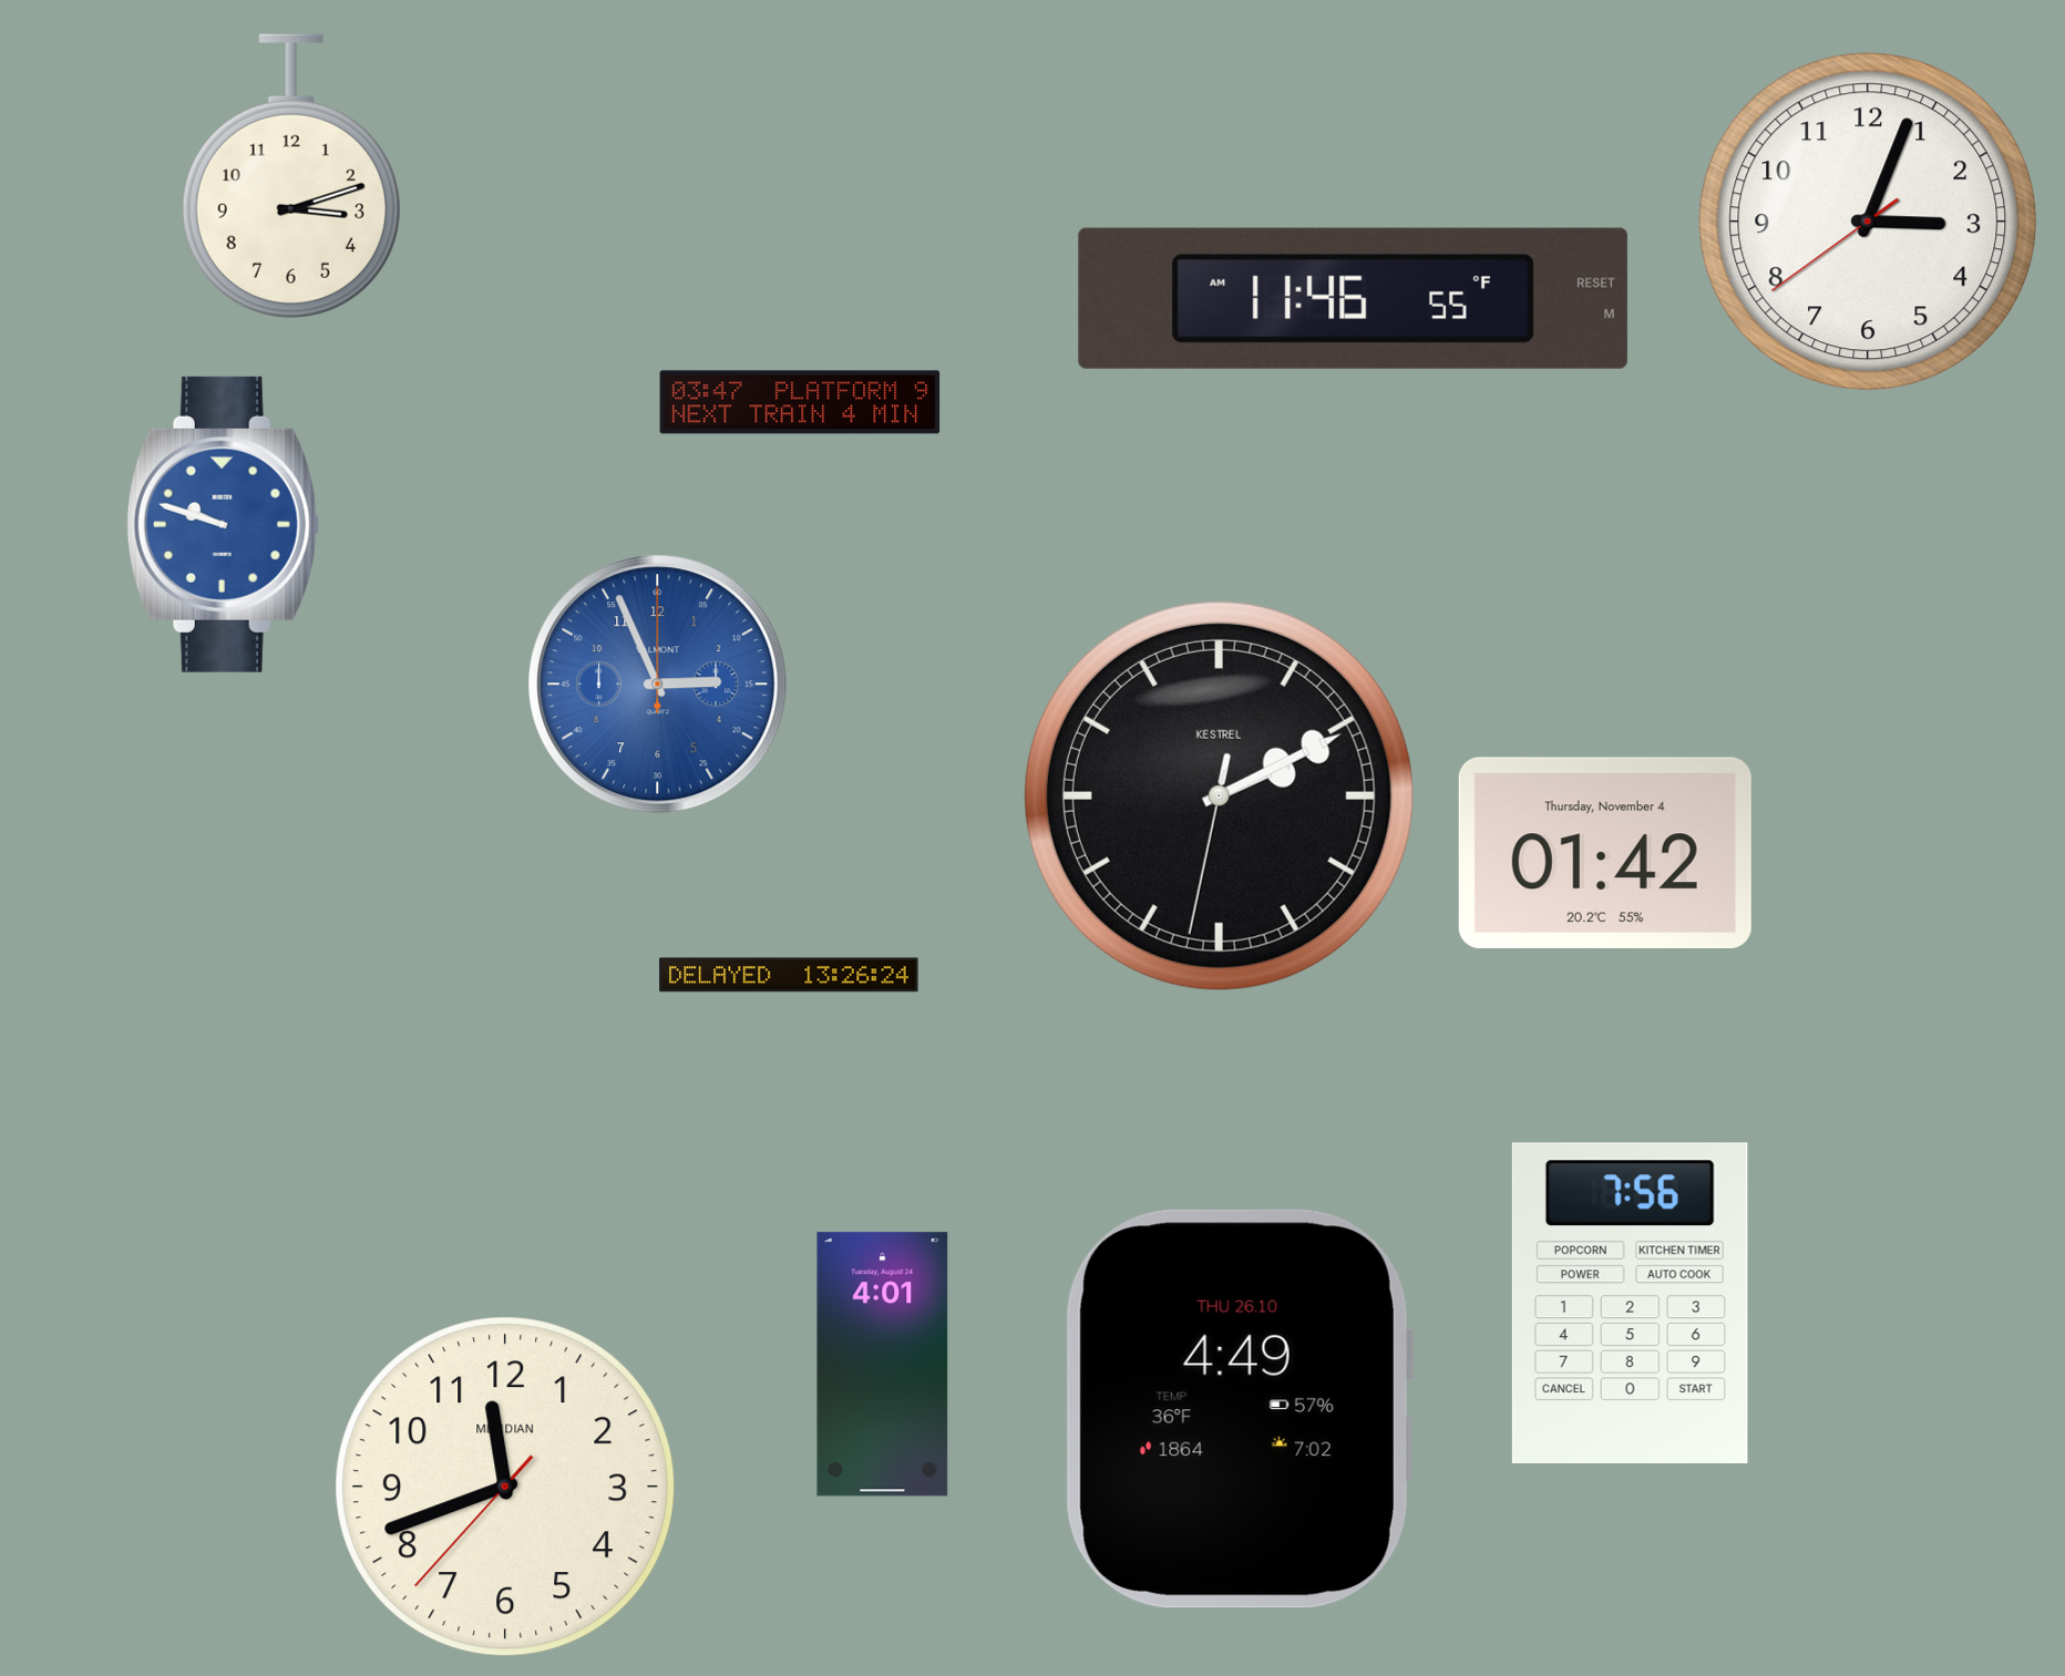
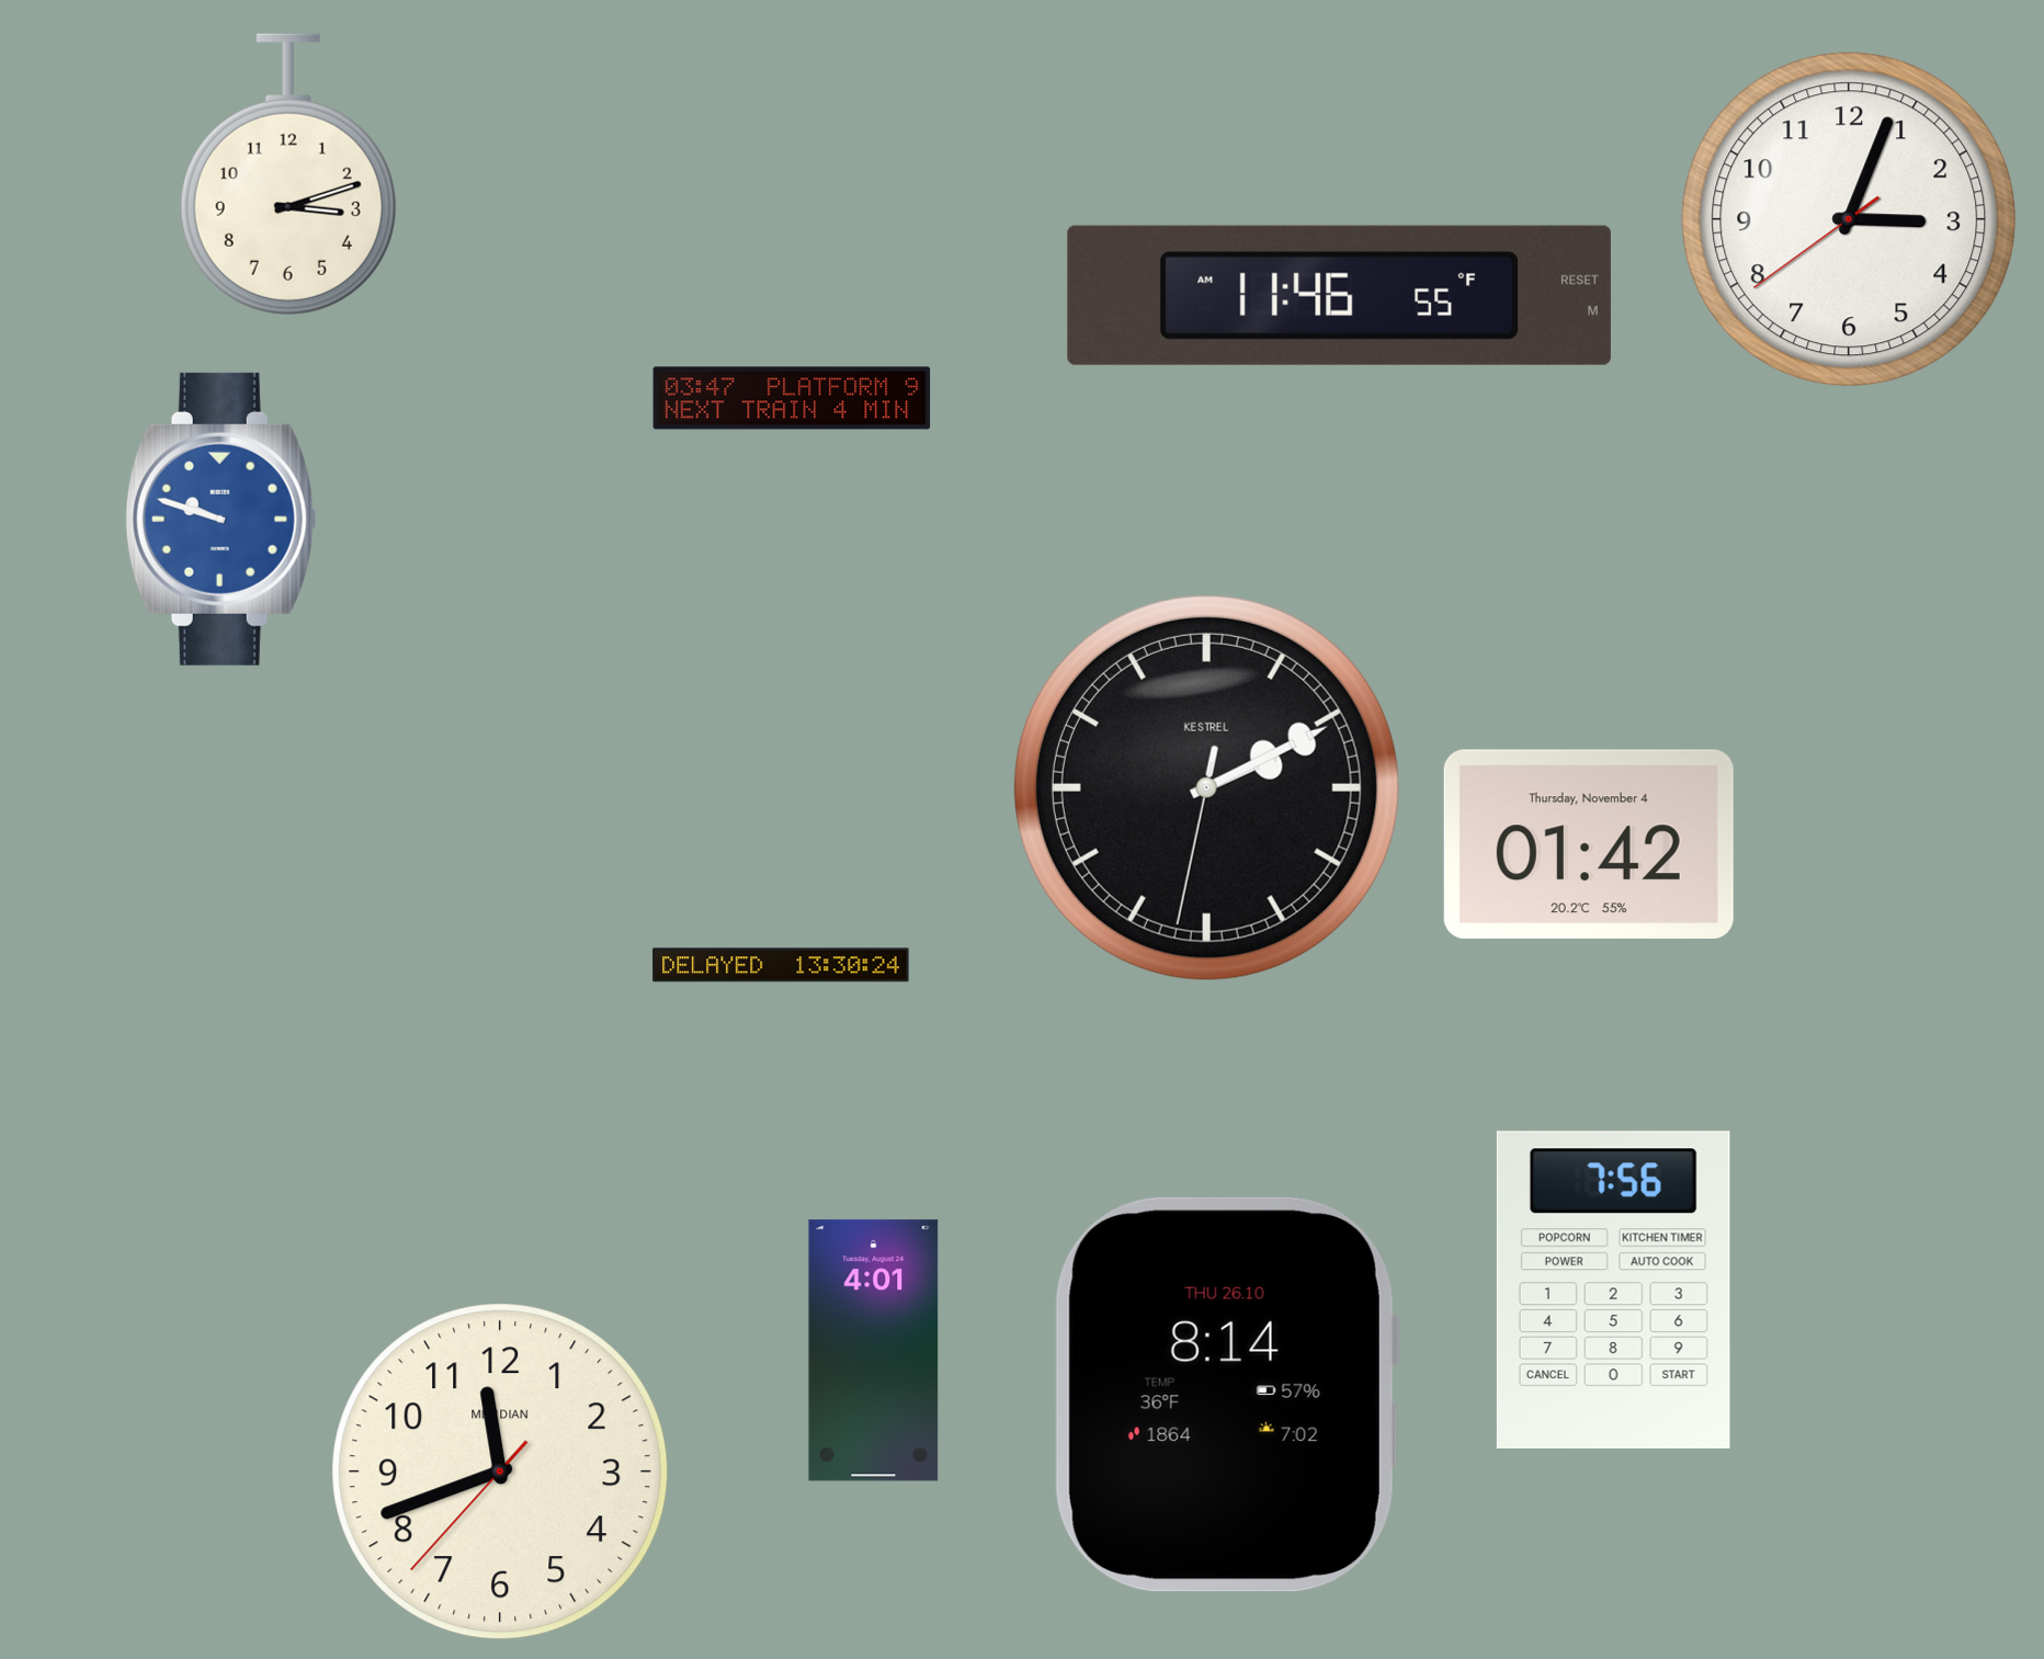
clock at (658, 685): 2:56 -> none
clock at (789, 975): 13:26 -> 13:30
clock at (1239, 1409): 4:49 -> 8:14
